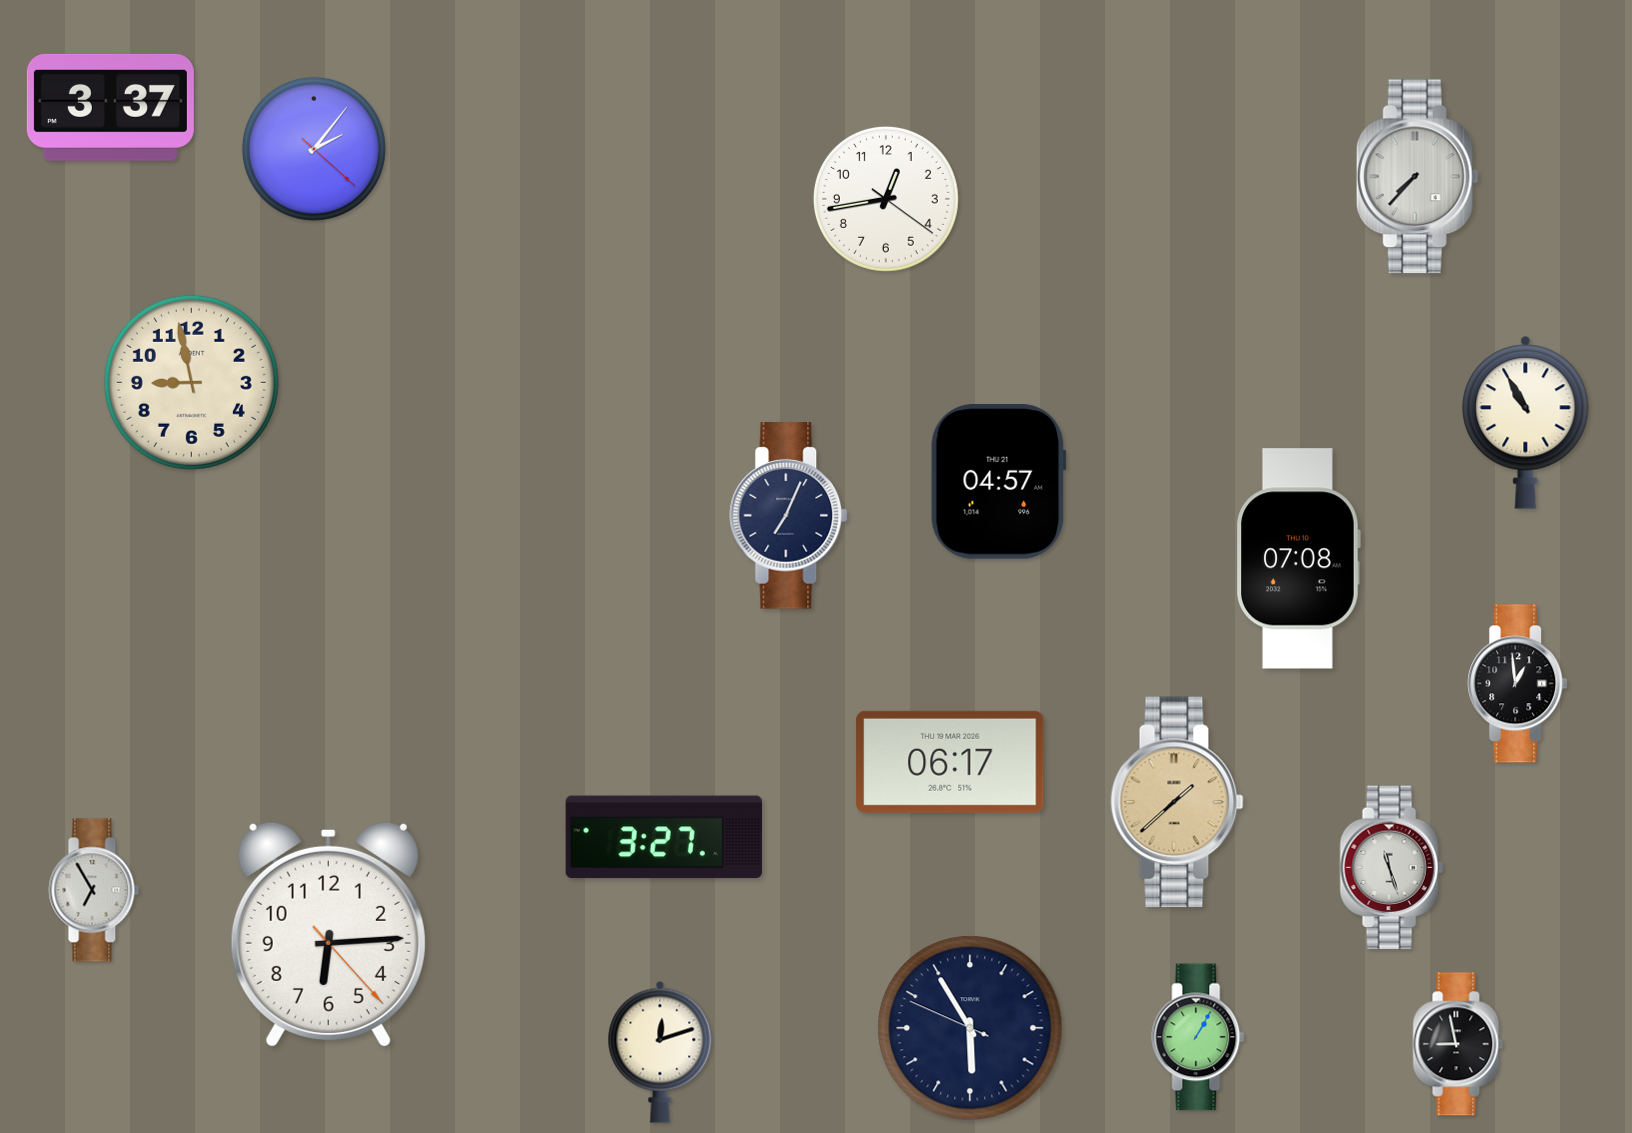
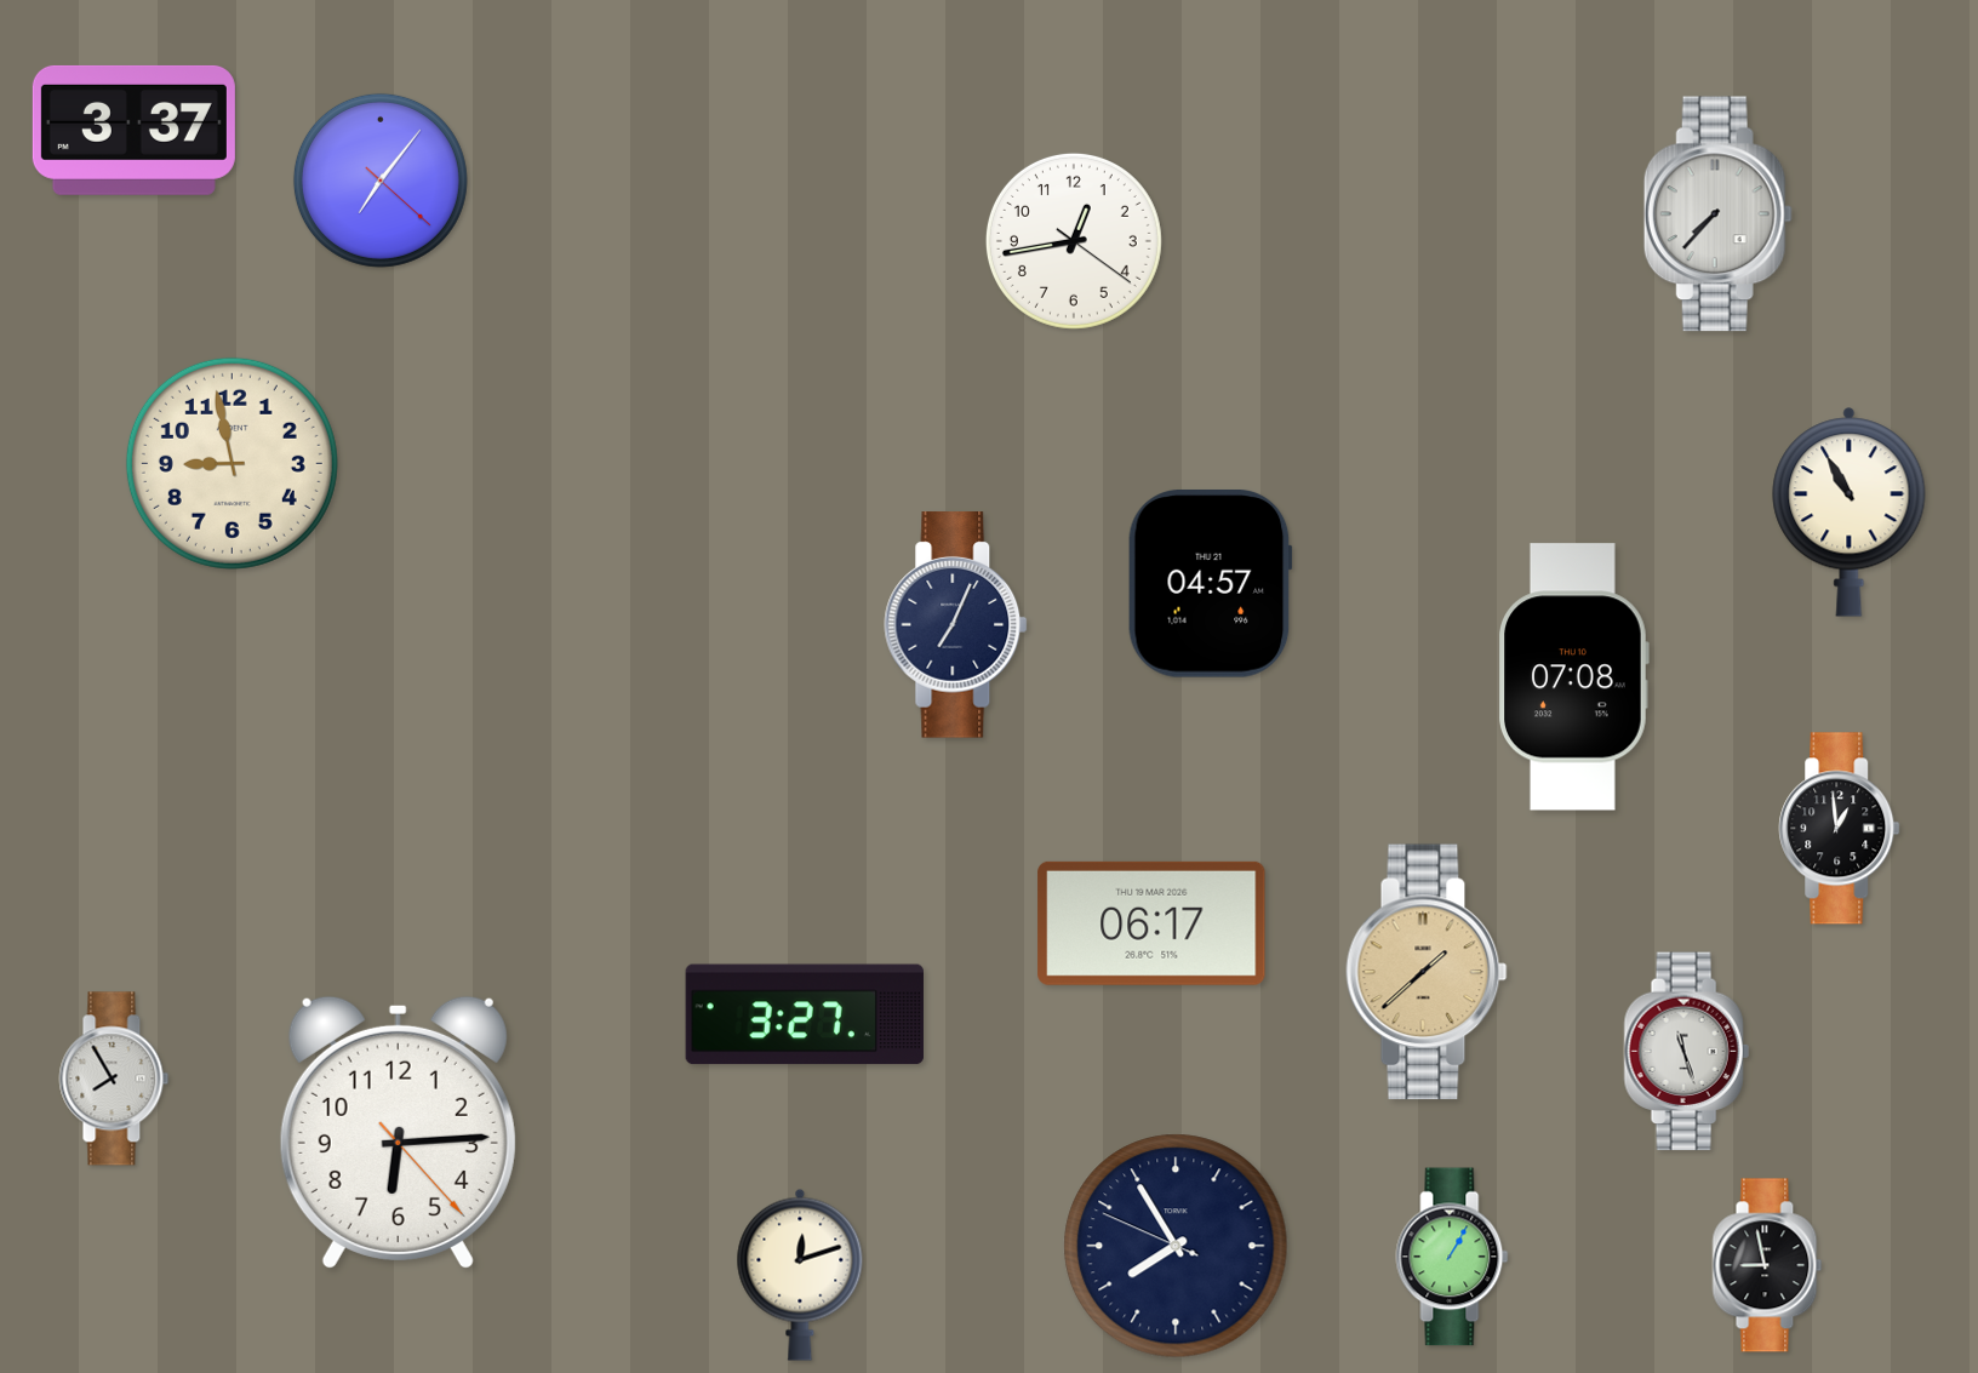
clock at (314, 149): 2:06 -> 7:06
clock at (94, 890): 6:55 -> 7:55
clock at (970, 1028): 5:54 -> 7:54
